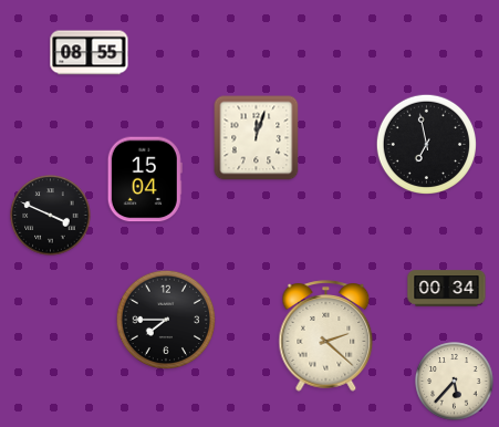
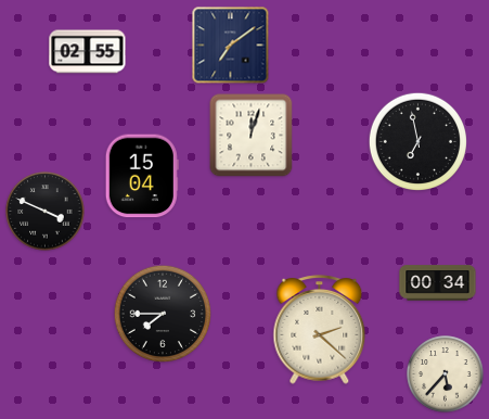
clock at (231, 46): none -> 7:09
clock at (90, 53): 08:55 -> 02:55
clock at (51, 216) position: (51, 216) -> (46, 212)
